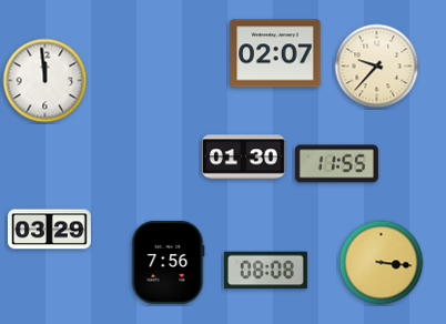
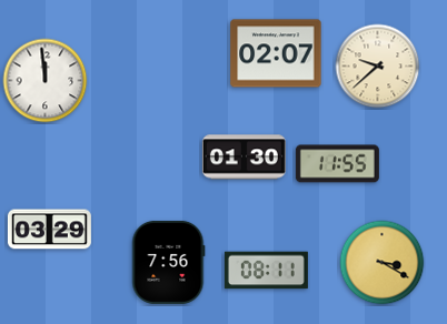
clock at (377, 67): 9:37 -> 9:38
clock at (382, 263): 3:16 -> 3:20
clock at (265, 271): 08:08 -> 08:11
